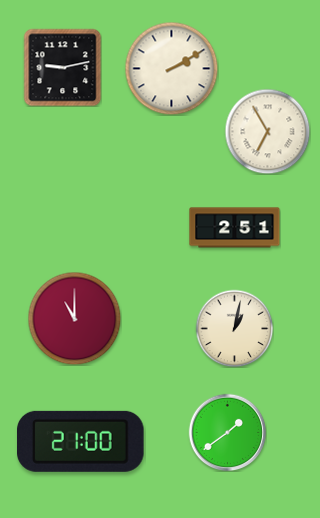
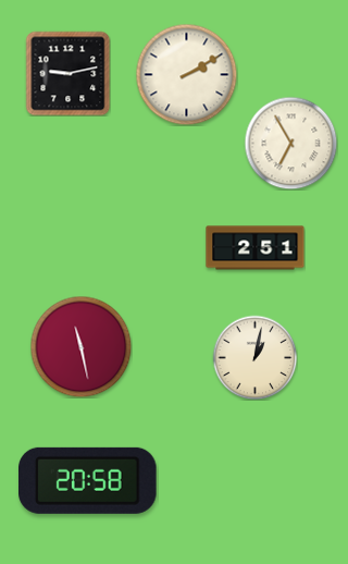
clock at (74, 318): 11:00 -> 11:28
clock at (227, 432): 1:39 -> none
clock at (81, 441): 21:00 -> 20:58
